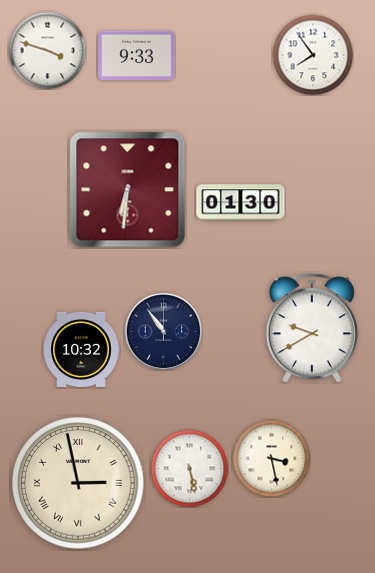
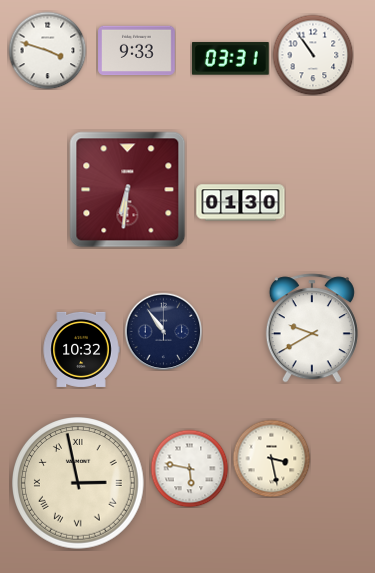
clock at (313, 55): 7:54 -> 10:54
clock at (137, 56) position: (137, 56) -> (137, 51)
clock at (230, 59): none -> 03:31
clock at (189, 468): 5:28 -> 5:47
